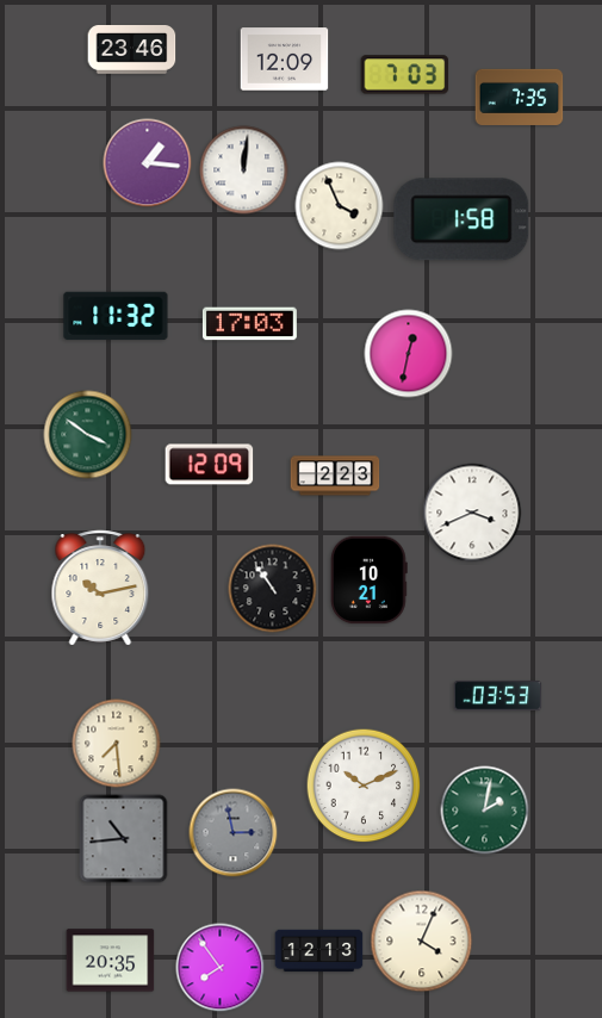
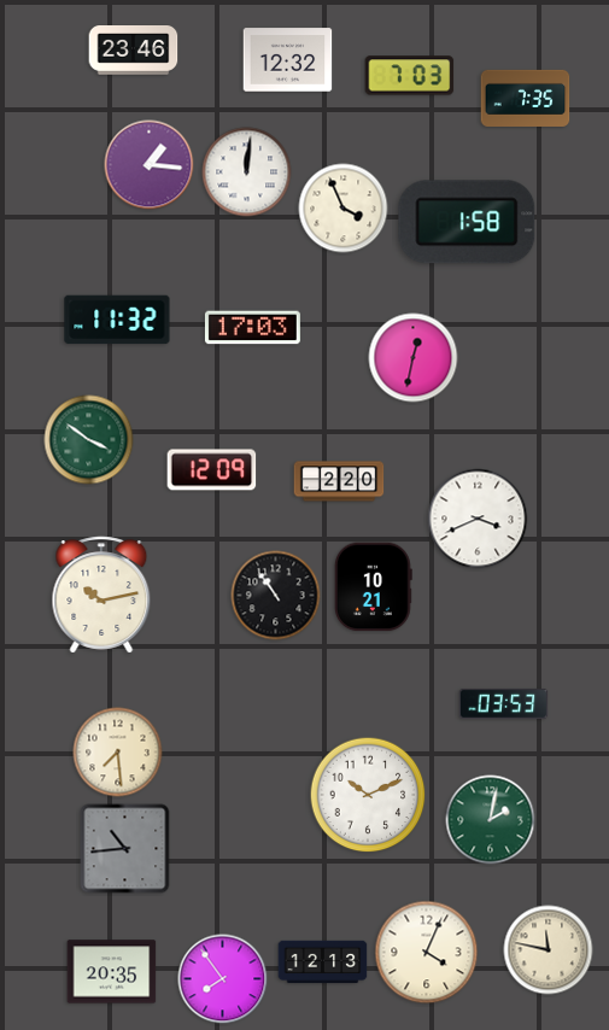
clock at (285, 60): 12:09 -> 12:32
clock at (335, 476): 2:23 -> 2:20
clock at (234, 833): 2:58 -> none
clock at (549, 950): none -> 11:47
